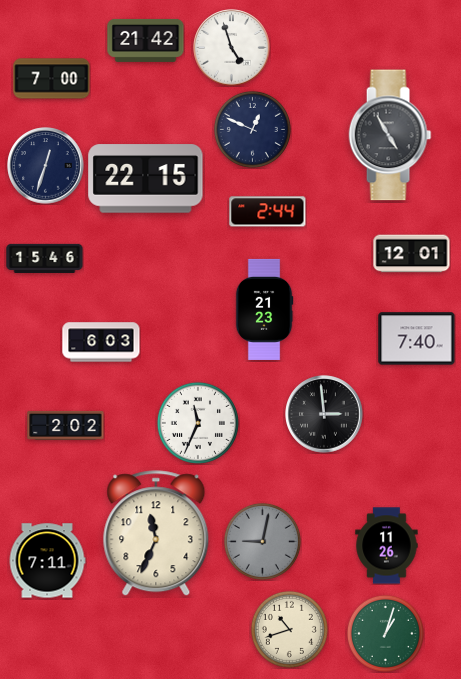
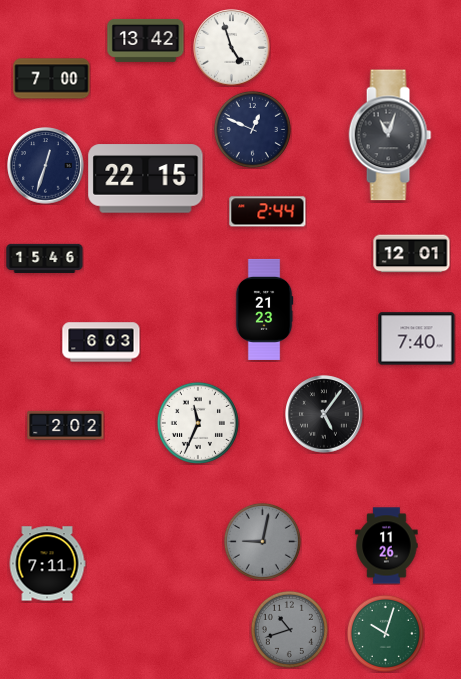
clock at (146, 40): 21:42 -> 13:42
clock at (390, 135): 4:55 -> 11:03
clock at (324, 414): 2:59 -> 5:06
clock at (156, 534): 11:34 -> none
clock at (47, 561) position: (47, 561) -> (47, 564)
clock at (289, 629) dial: cream -> grey
clock at (385, 633): 1:03 -> 10:03
